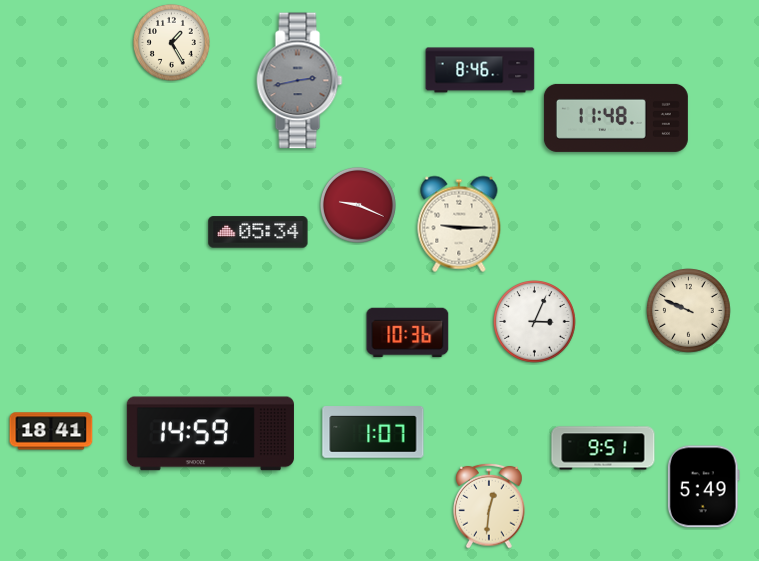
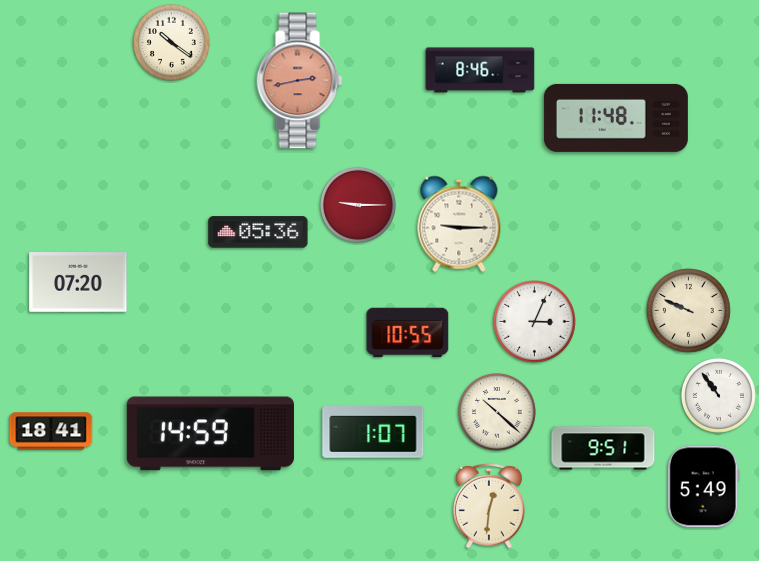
clock at (171, 42): 1:25 -> 10:21
clock at (300, 81) dial: grey -> salmon
clock at (358, 205): 9:19 -> 9:15
clock at (258, 232): 05:34 -> 05:36
clock at (78, 283): none -> 07:20
clock at (408, 333): 10:36 -> 10:55
clock at (718, 395): none -> 10:54
clock at (497, 412): none -> 10:22
